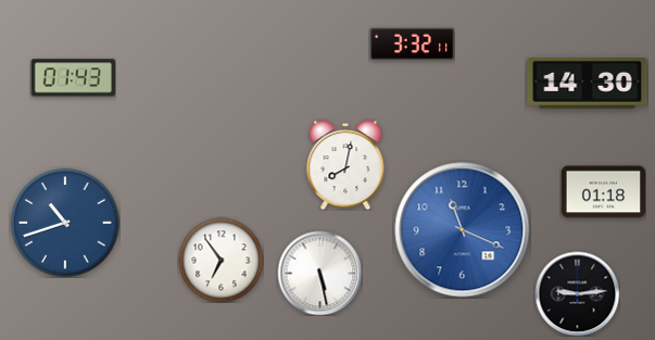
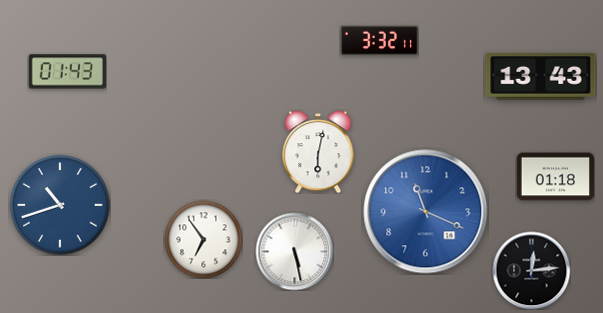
clock at (588, 84): 14:30 -> 13:43
clock at (345, 165): 8:02 -> 6:02
clock at (577, 293): 9:14 -> 12:14
